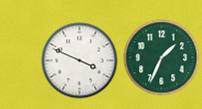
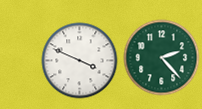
clock at (162, 58): 1:34 -> 2:23
